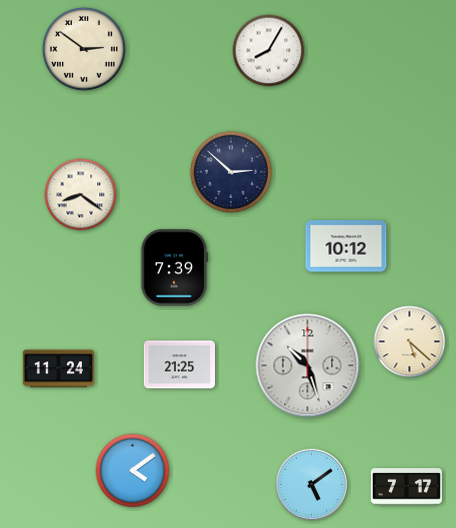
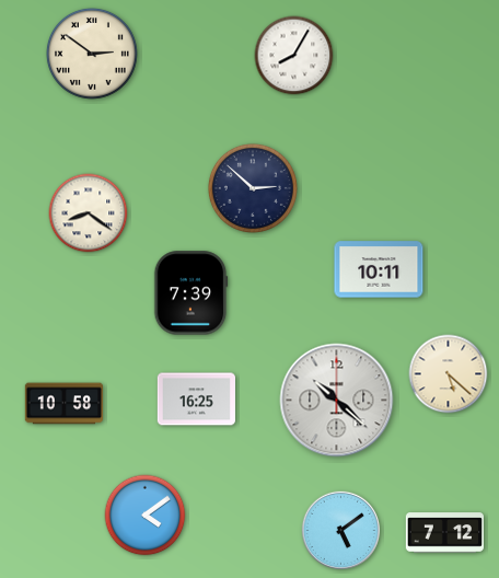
clock at (346, 246): 10:12 -> 10:11
clock at (179, 365): 21:25 -> 16:25
clock at (308, 366): 10:27 -> 10:22
clock at (58, 369): 11:24 -> 10:58
clock at (406, 487): 7:17 -> 7:12
